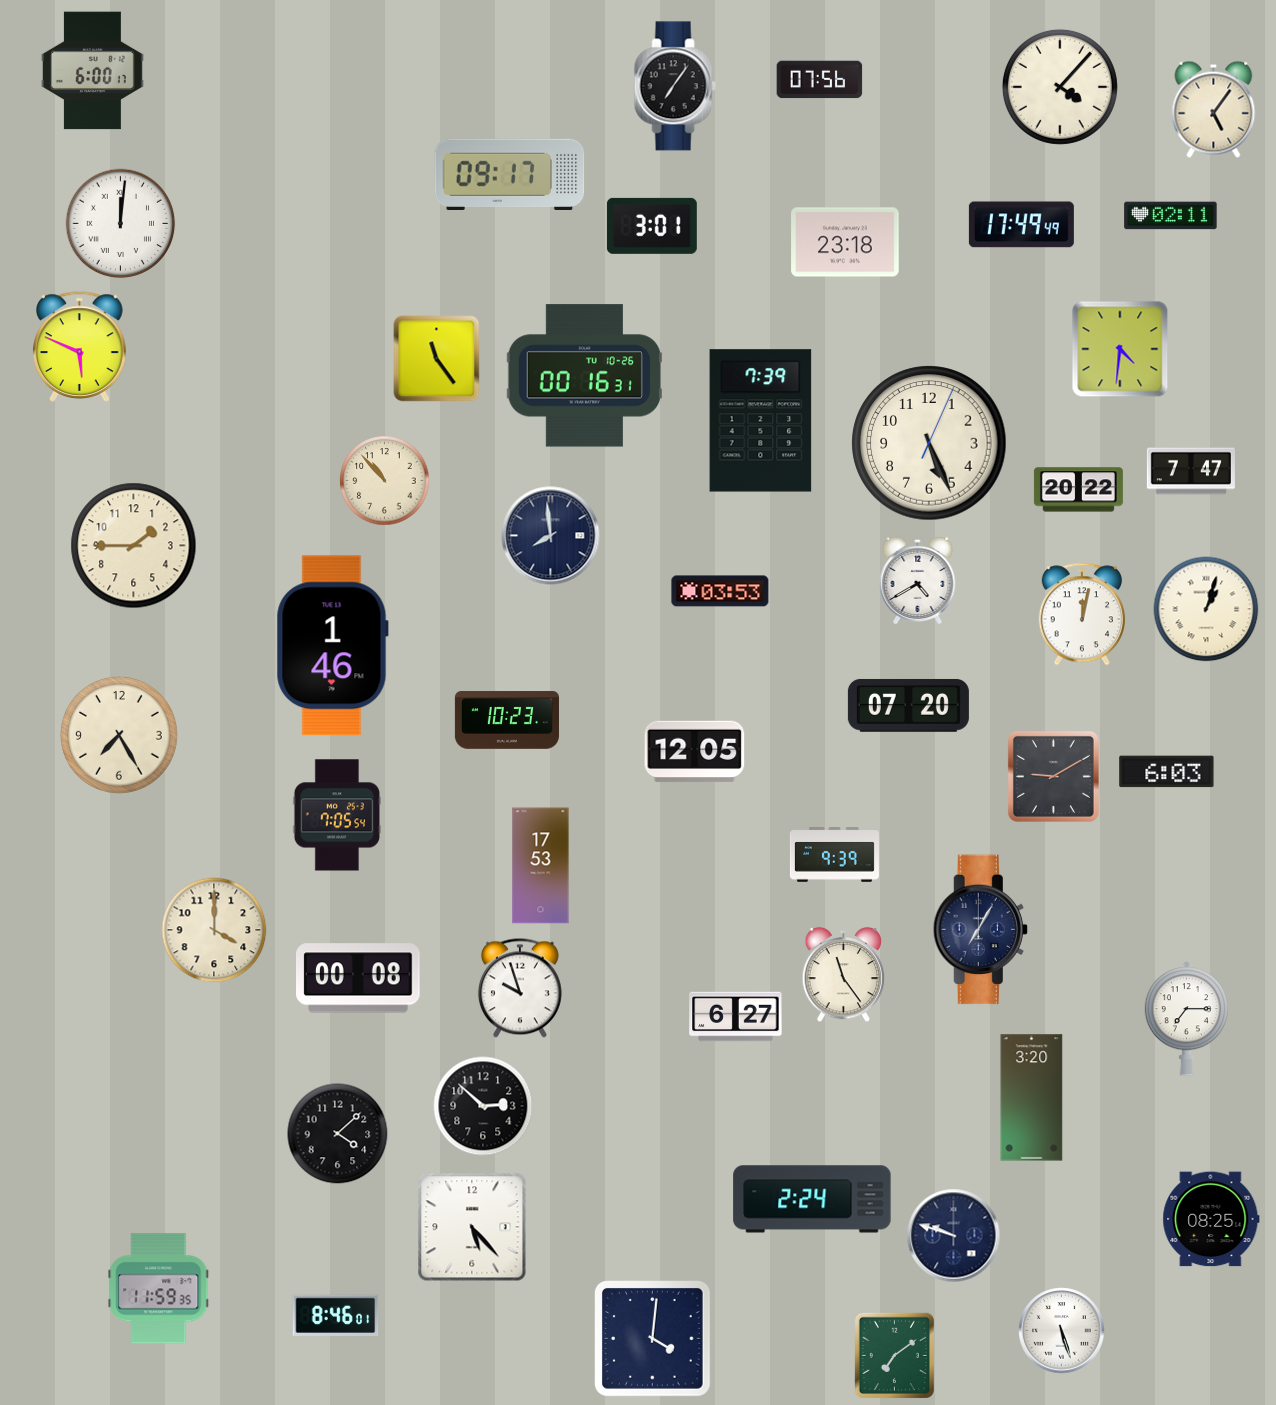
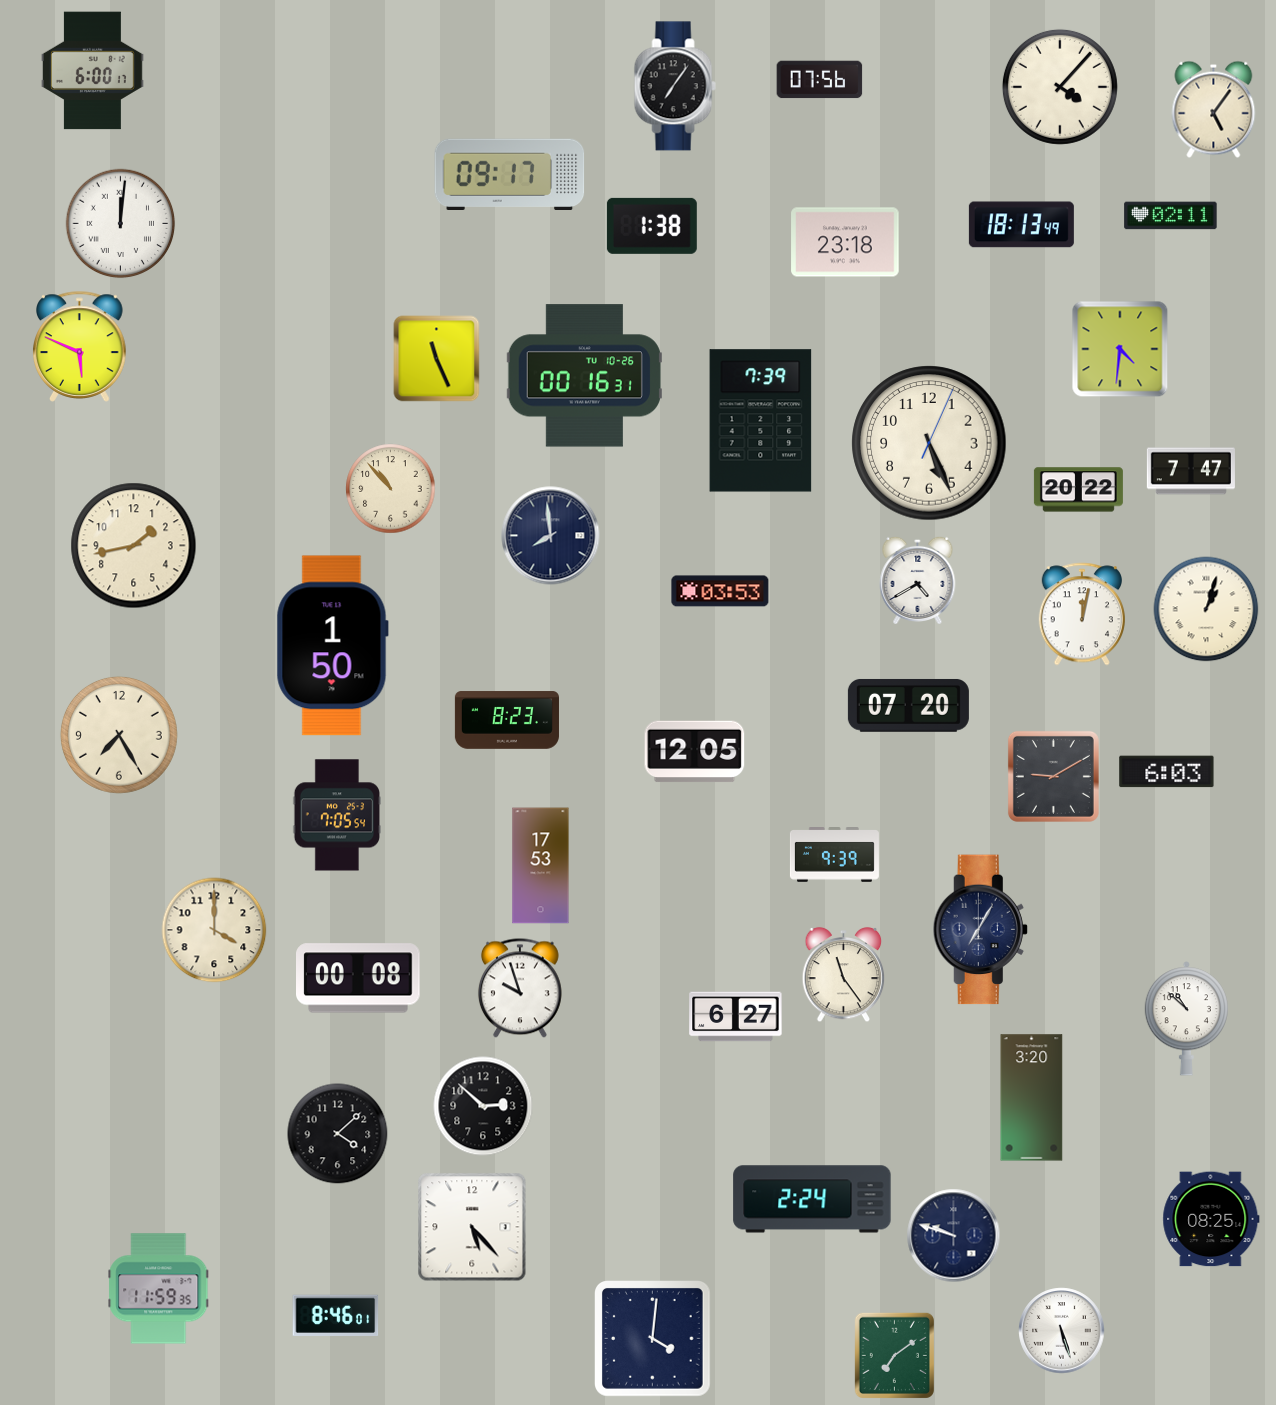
clock at (1021, 225): 17:49 -> 18:13
clock at (652, 226): 3:01 -> 1:38
clock at (437, 359): 11:24 -> 11:26
clock at (385, 481) position: (385, 481) -> (391, 489)
clock at (134, 546): 1:45 -> 1:43
clock at (332, 646): 1:46 -> 1:50
clock at (507, 720): 10:23 -> 8:23
clock at (1186, 1019): 7:15 -> 10:52
